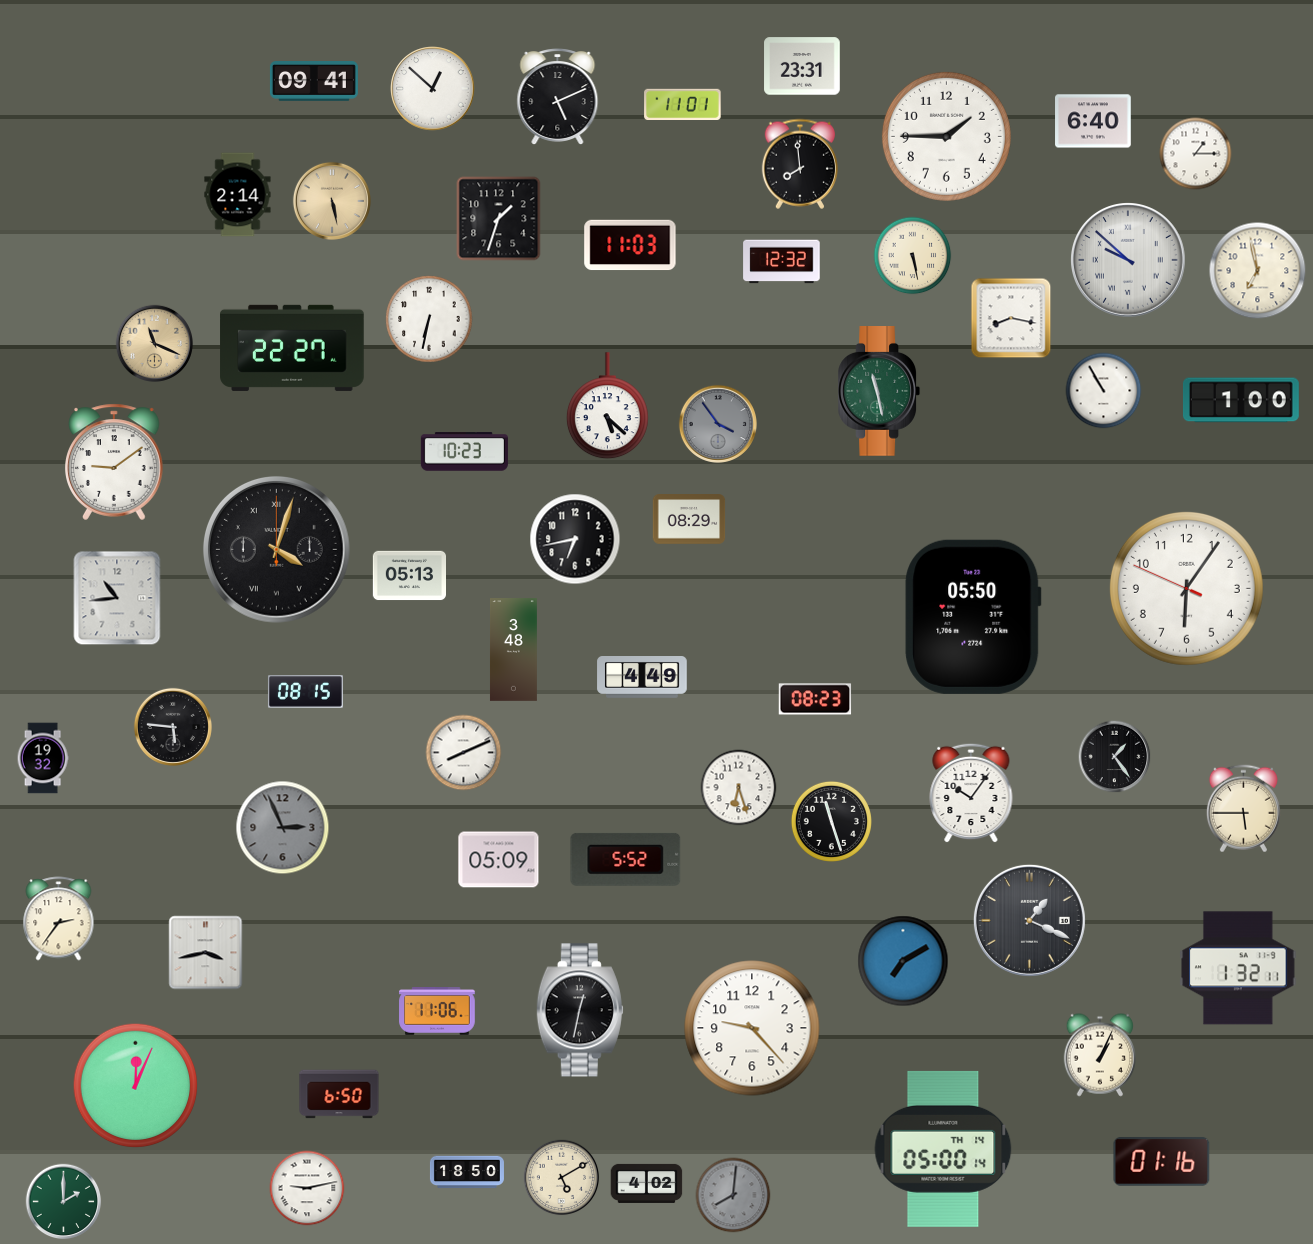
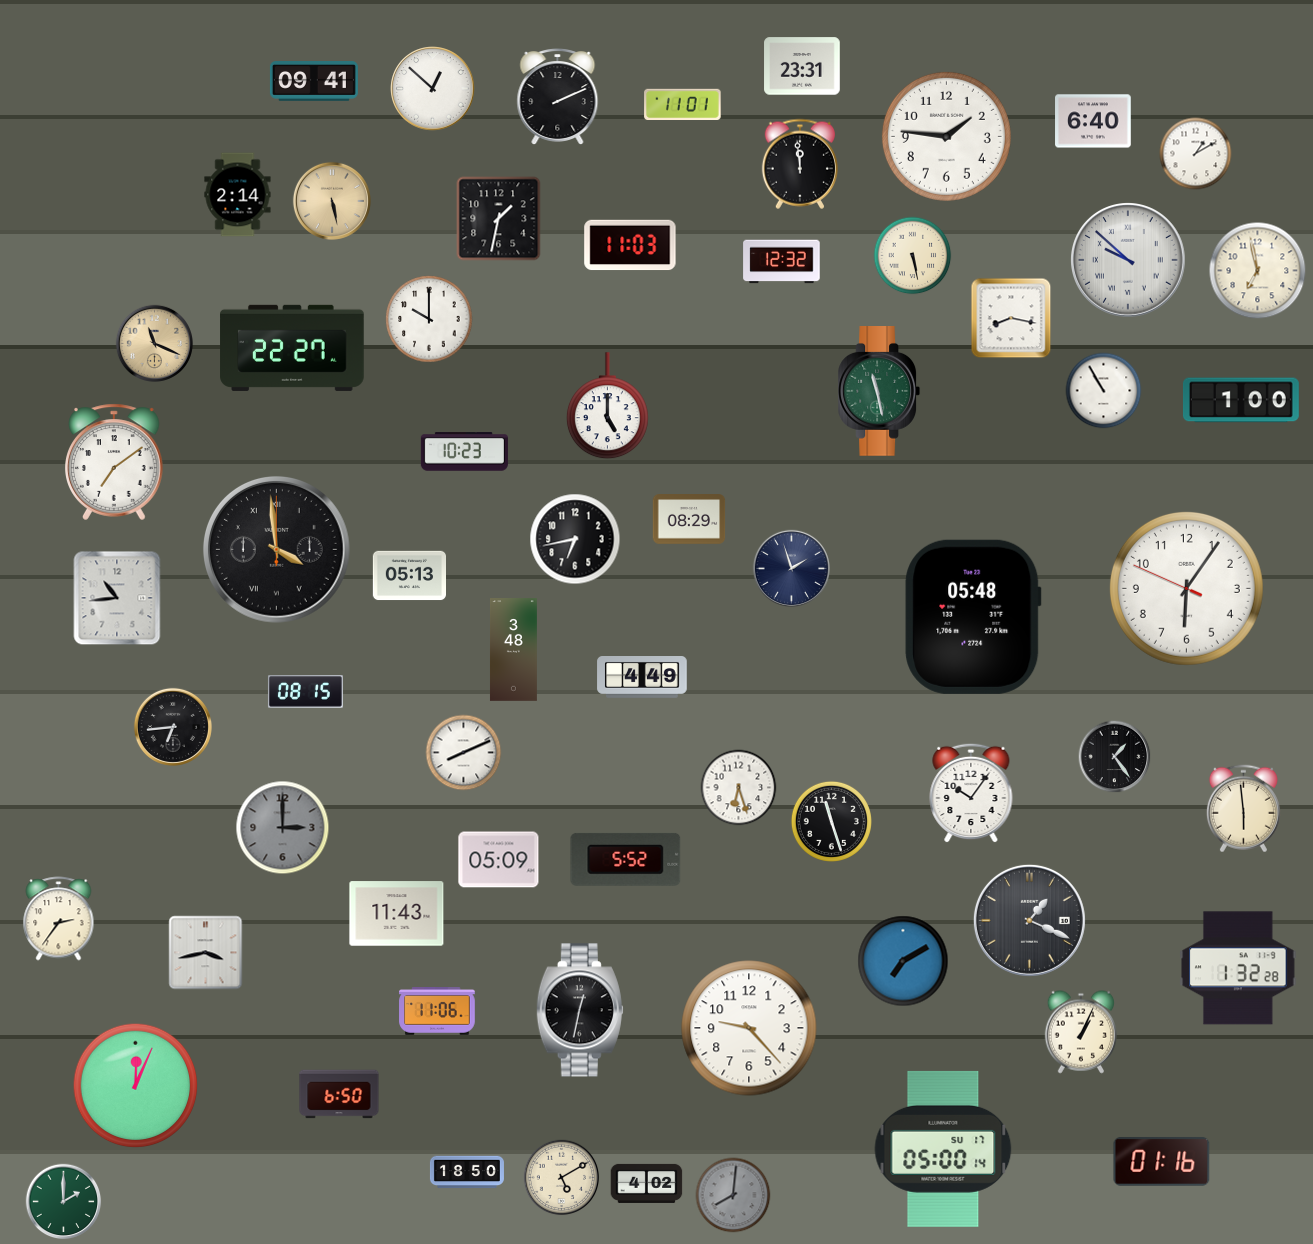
clock at (558, 97): 5:11 -> 2:11
clock at (946, 136): 1:45 -> 1:46
clock at (1196, 154): 1:15 -> 1:10
clock at (800, 164): 7:59 -> 11:59
clock at (499, 219): 1:33 -> 1:32
clock at (429, 319): 6:32 -> 10:00
clock at (607, 406): 5:22 -> 5:00
clock at (718, 424): 3:54 -> none
clock at (114, 462): 9:09 -> 7:09
clock at (277, 550): 4:03 -> 3:59
clock at (791, 568): none -> 1:57
clock at (973, 617): 05:50 -> 05:48
clock at (815, 699): 08:23 -> none
clock at (173, 727): 5:46 -> 6:44
clock at (43, 758): 19:32 -> none
clock at (1243, 809): 5:45 -> 5:59
clock at (283, 828): 2:56 -> 3:00
clock at (397, 914): none -> 11:43
clock at (1238, 968): 1:32:11 -> 1:32:28
clock at (752, 1028) position: (752, 1028) -> (749, 1028)
clock at (1099, 1055) position: (1099, 1055) -> (1080, 1032)
clock at (943, 1149) date: TH 14 -> SU 17
clock at (307, 1188): 9:13 -> none
